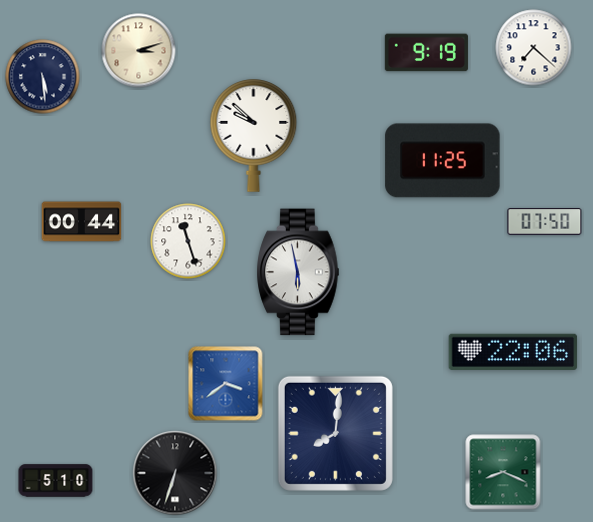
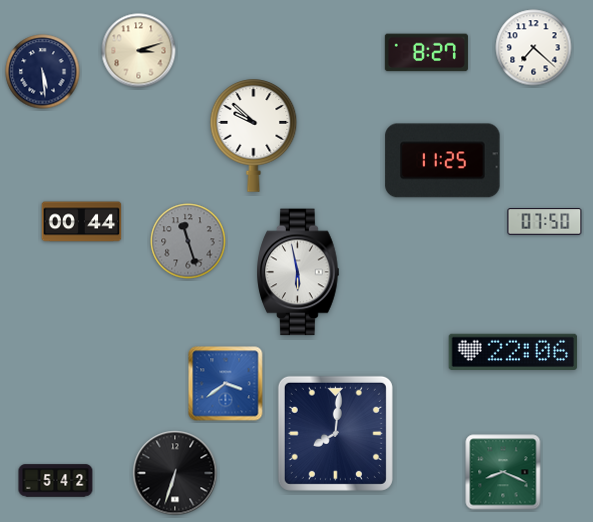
clock at (426, 53): 9:19 -> 8:27
clock at (43, 77) position: (43, 77) -> (43, 72)
clock at (188, 241) dial: white -> grey
clock at (56, 481): 5:10 -> 5:42
